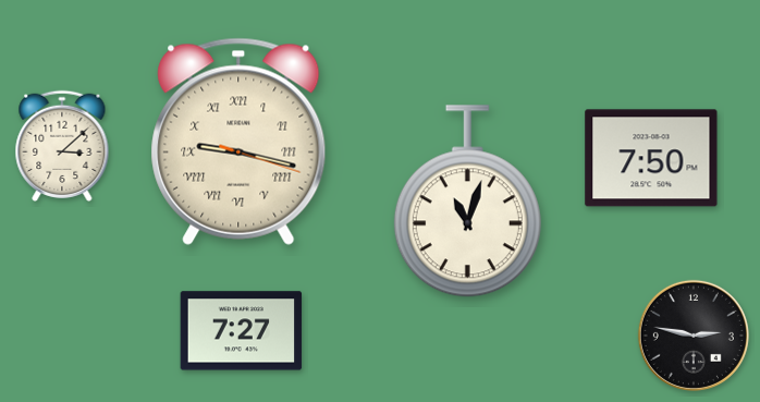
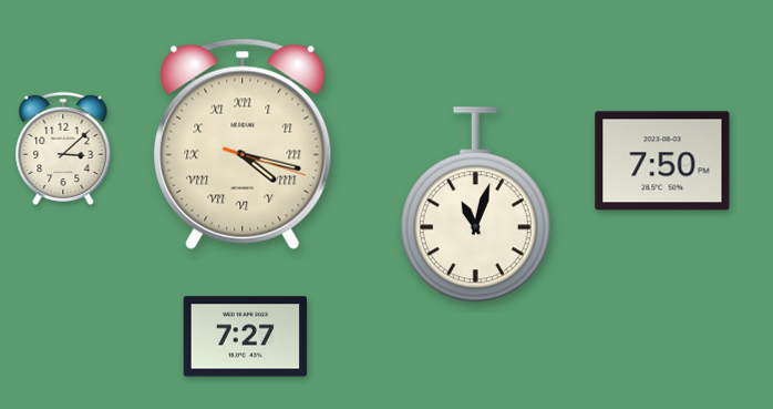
clock at (238, 142): 9:17 -> 4:17
clock at (694, 336): 2:47 -> none
